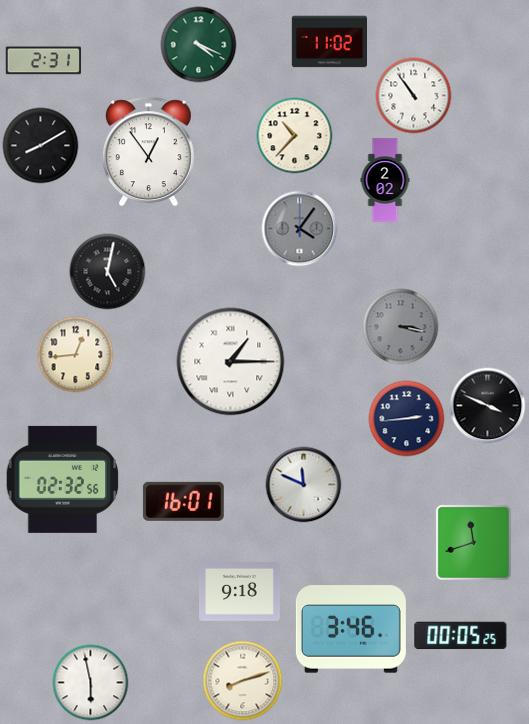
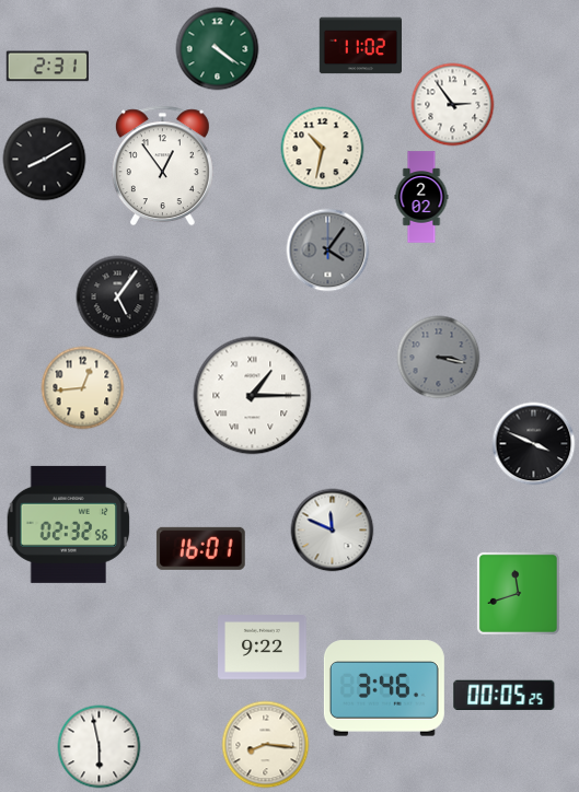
clock at (199, 45): 4:19 -> 4:21
clock at (414, 96): 10:54 -> 2:54
clock at (295, 136): 10:37 -> 10:32
clock at (108, 272): 5:02 -> 5:06
clock at (407, 419): 2:44 -> none
clock at (240, 592): 9:18 -> 9:22
clock at (243, 681): 8:12 -> 8:16
